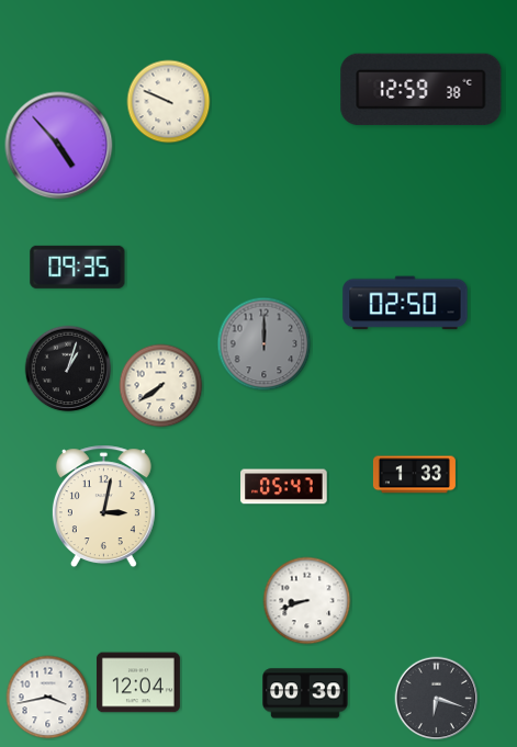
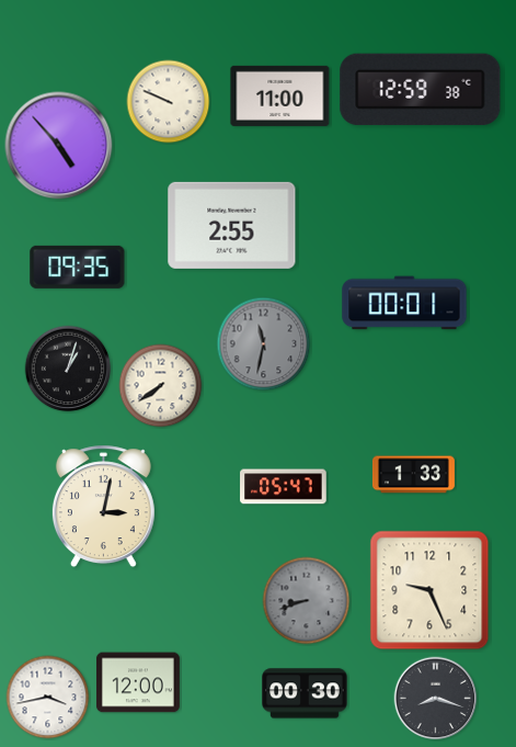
clock at (280, 95): none -> 11:00
clock at (232, 225): none -> 2:55
clock at (405, 303): 02:50 -> 00:01
clock at (265, 344): 12:00 -> 11:32
clock at (429, 590): none -> 9:26
clock at (307, 601) dial: white -> grey
clock at (138, 682): 12:04 -> 12:00
clock at (437, 699): 6:18 -> 8:18
